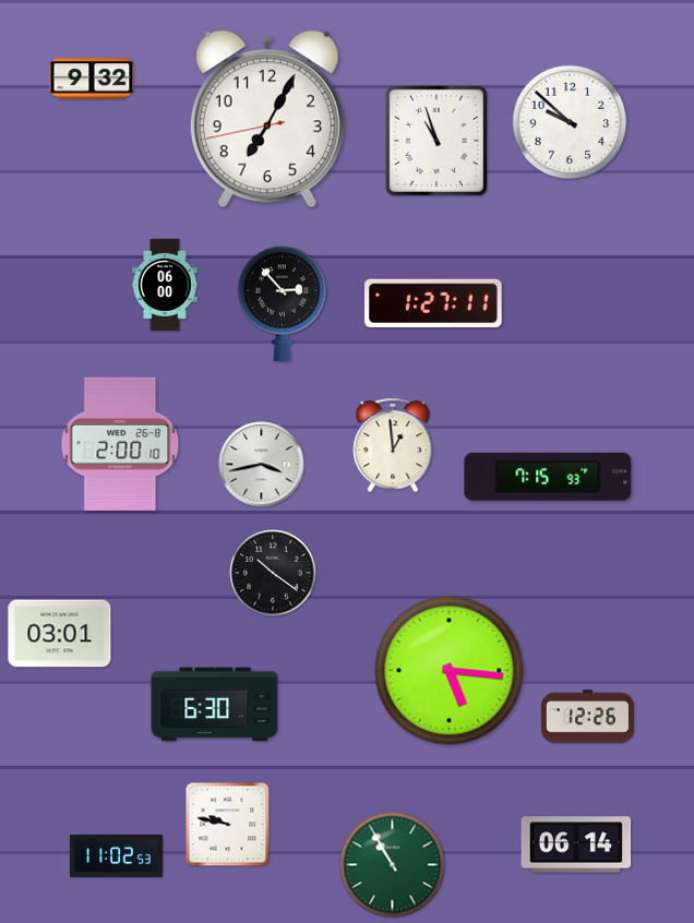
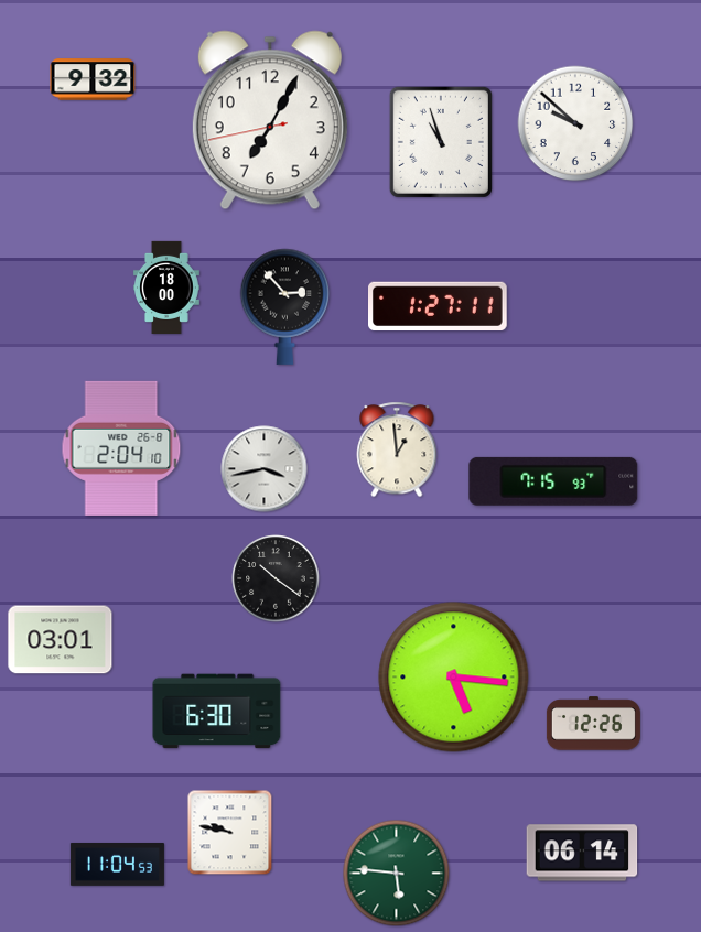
clock at (166, 284): 06:00 -> 18:00
clock at (120, 444): 2:00 -> 2:04
clock at (116, 855): 11:02 -> 11:04
clock at (393, 865): 10:55 -> 5:46
